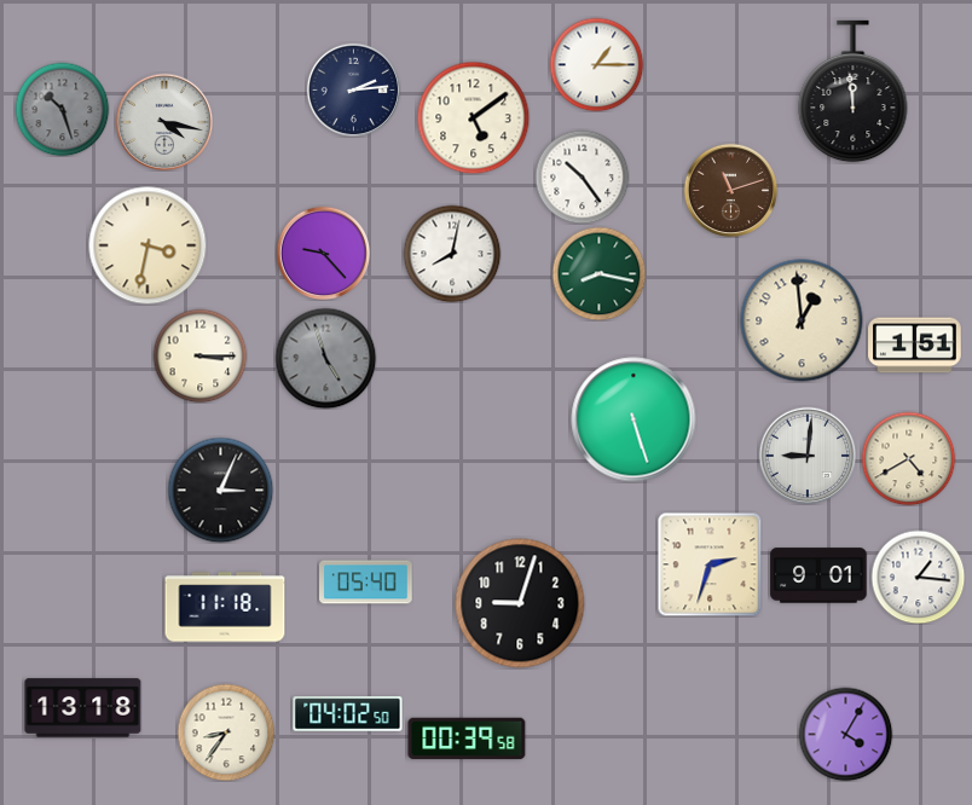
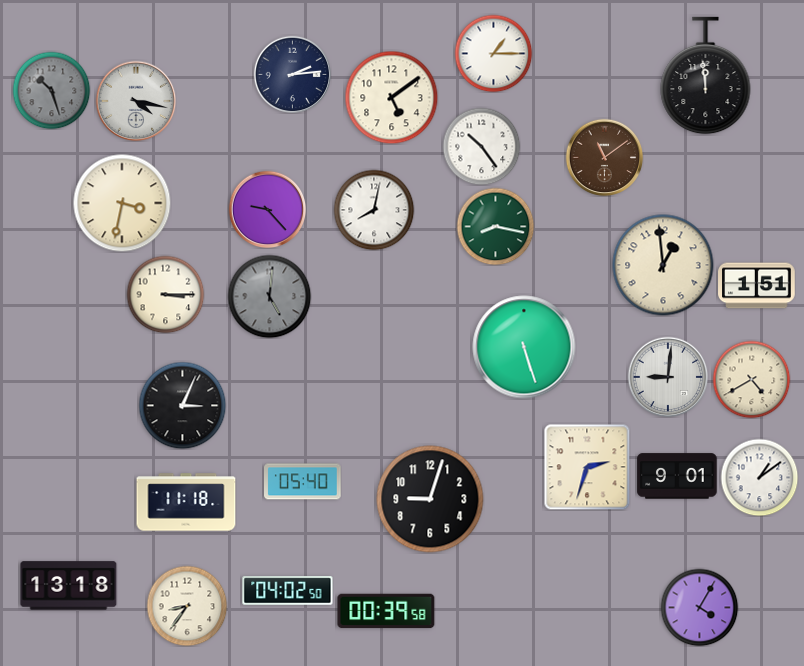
clock at (730, 190): 11:12 -> 11:09
clock at (325, 358): 4:57 -> 5:01
clock at (918, 577): 1:16 -> 1:09
